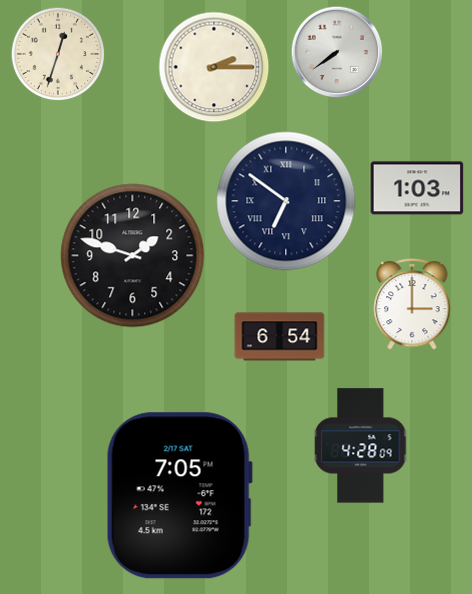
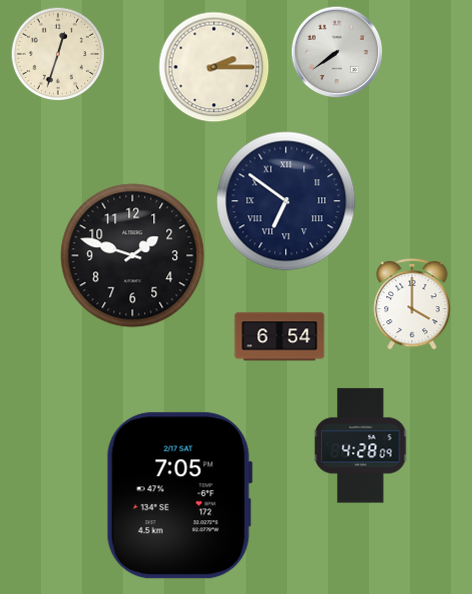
clock at (417, 188): 1:03 -> none
clock at (412, 304): 3:00 -> 4:00
